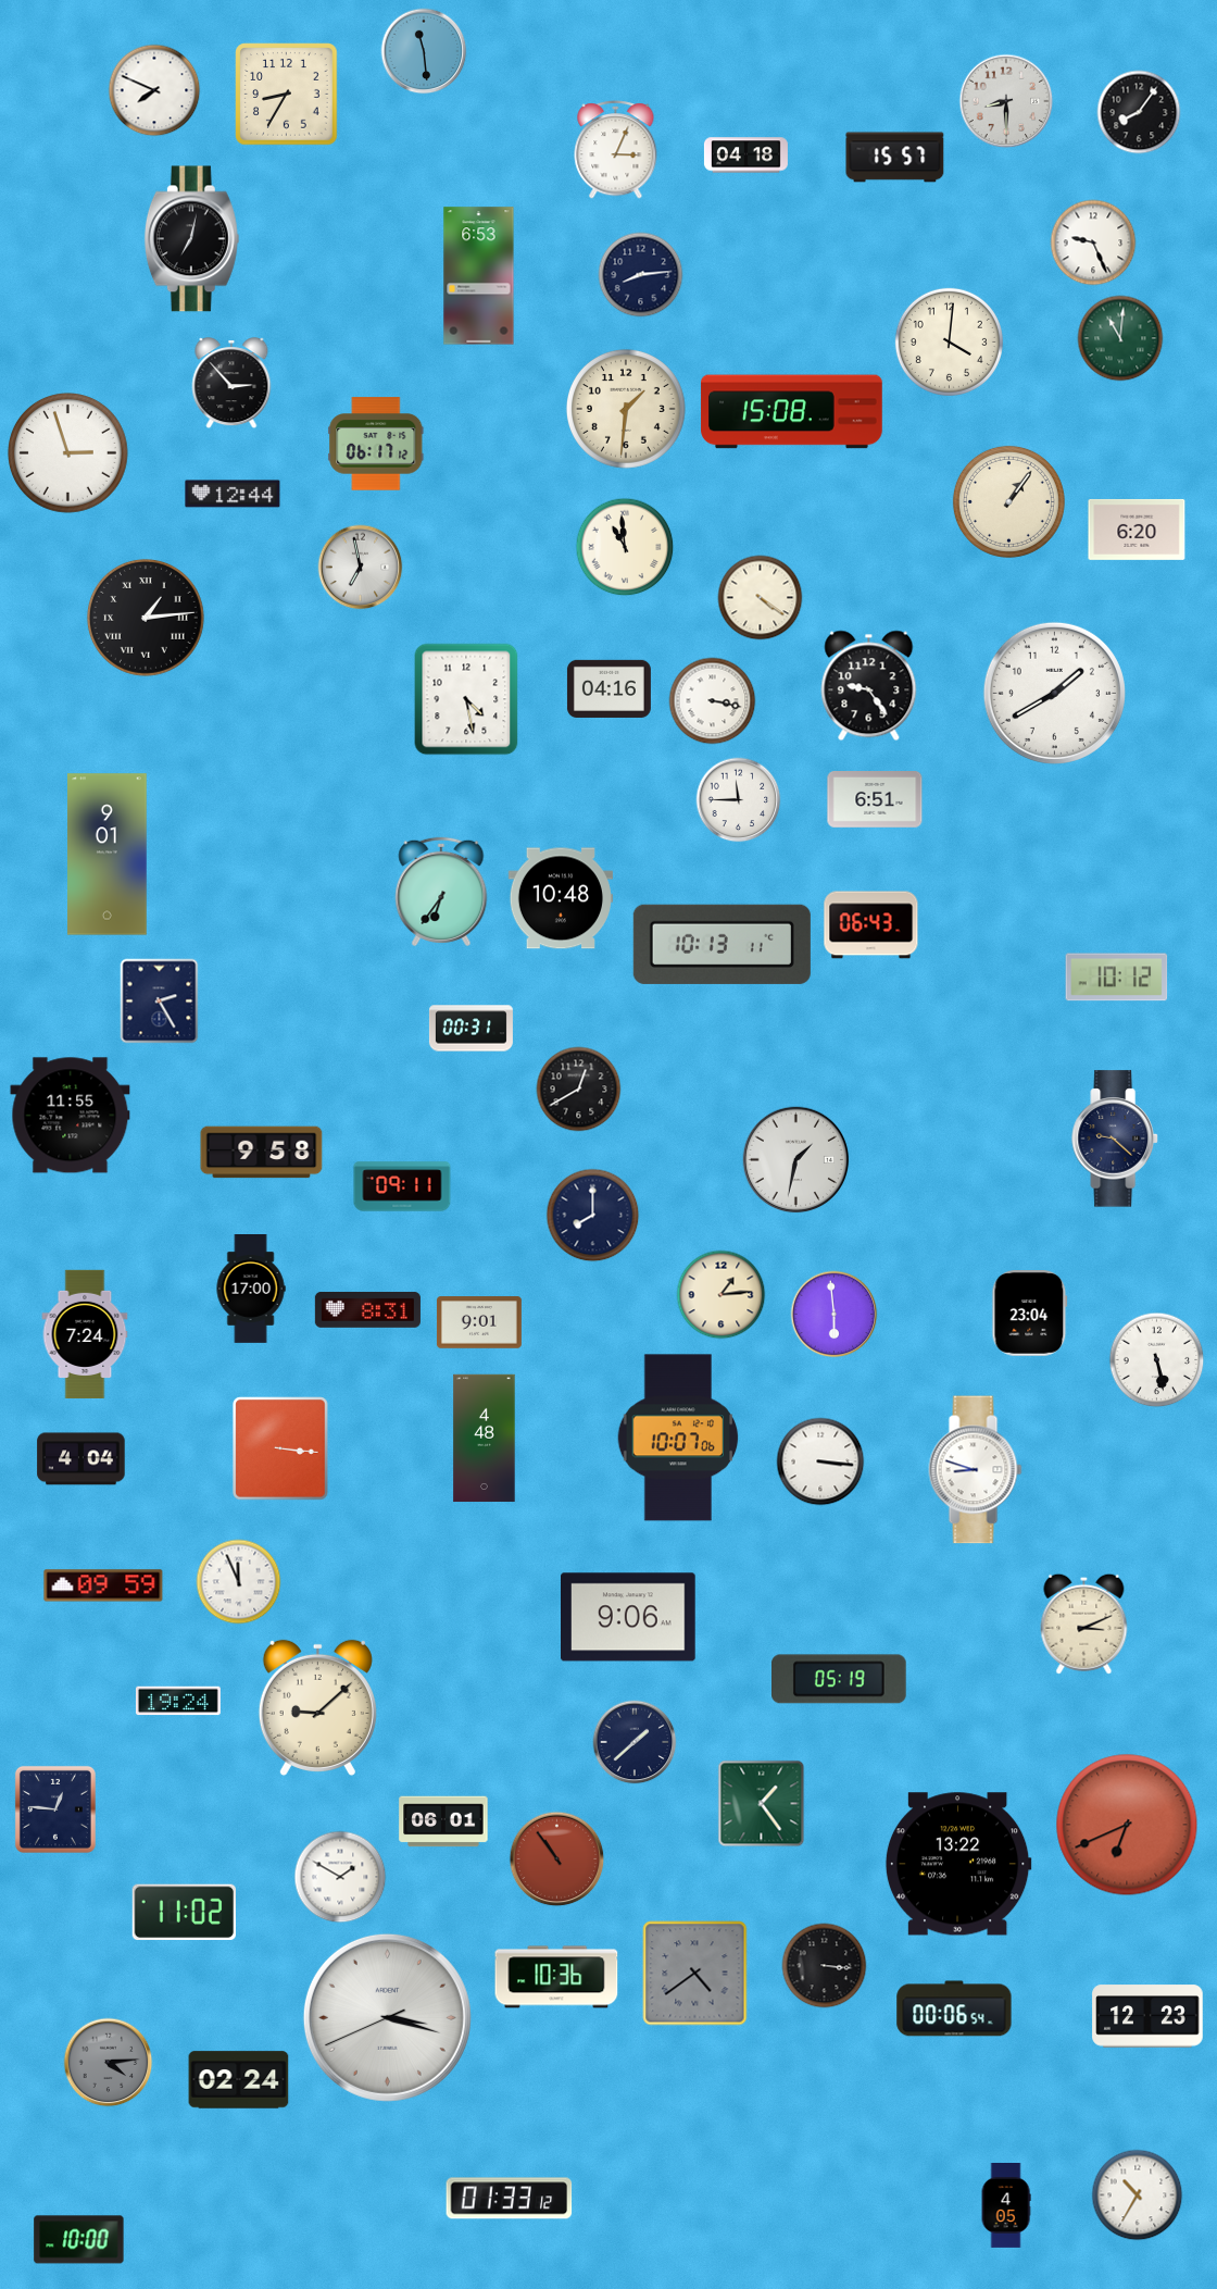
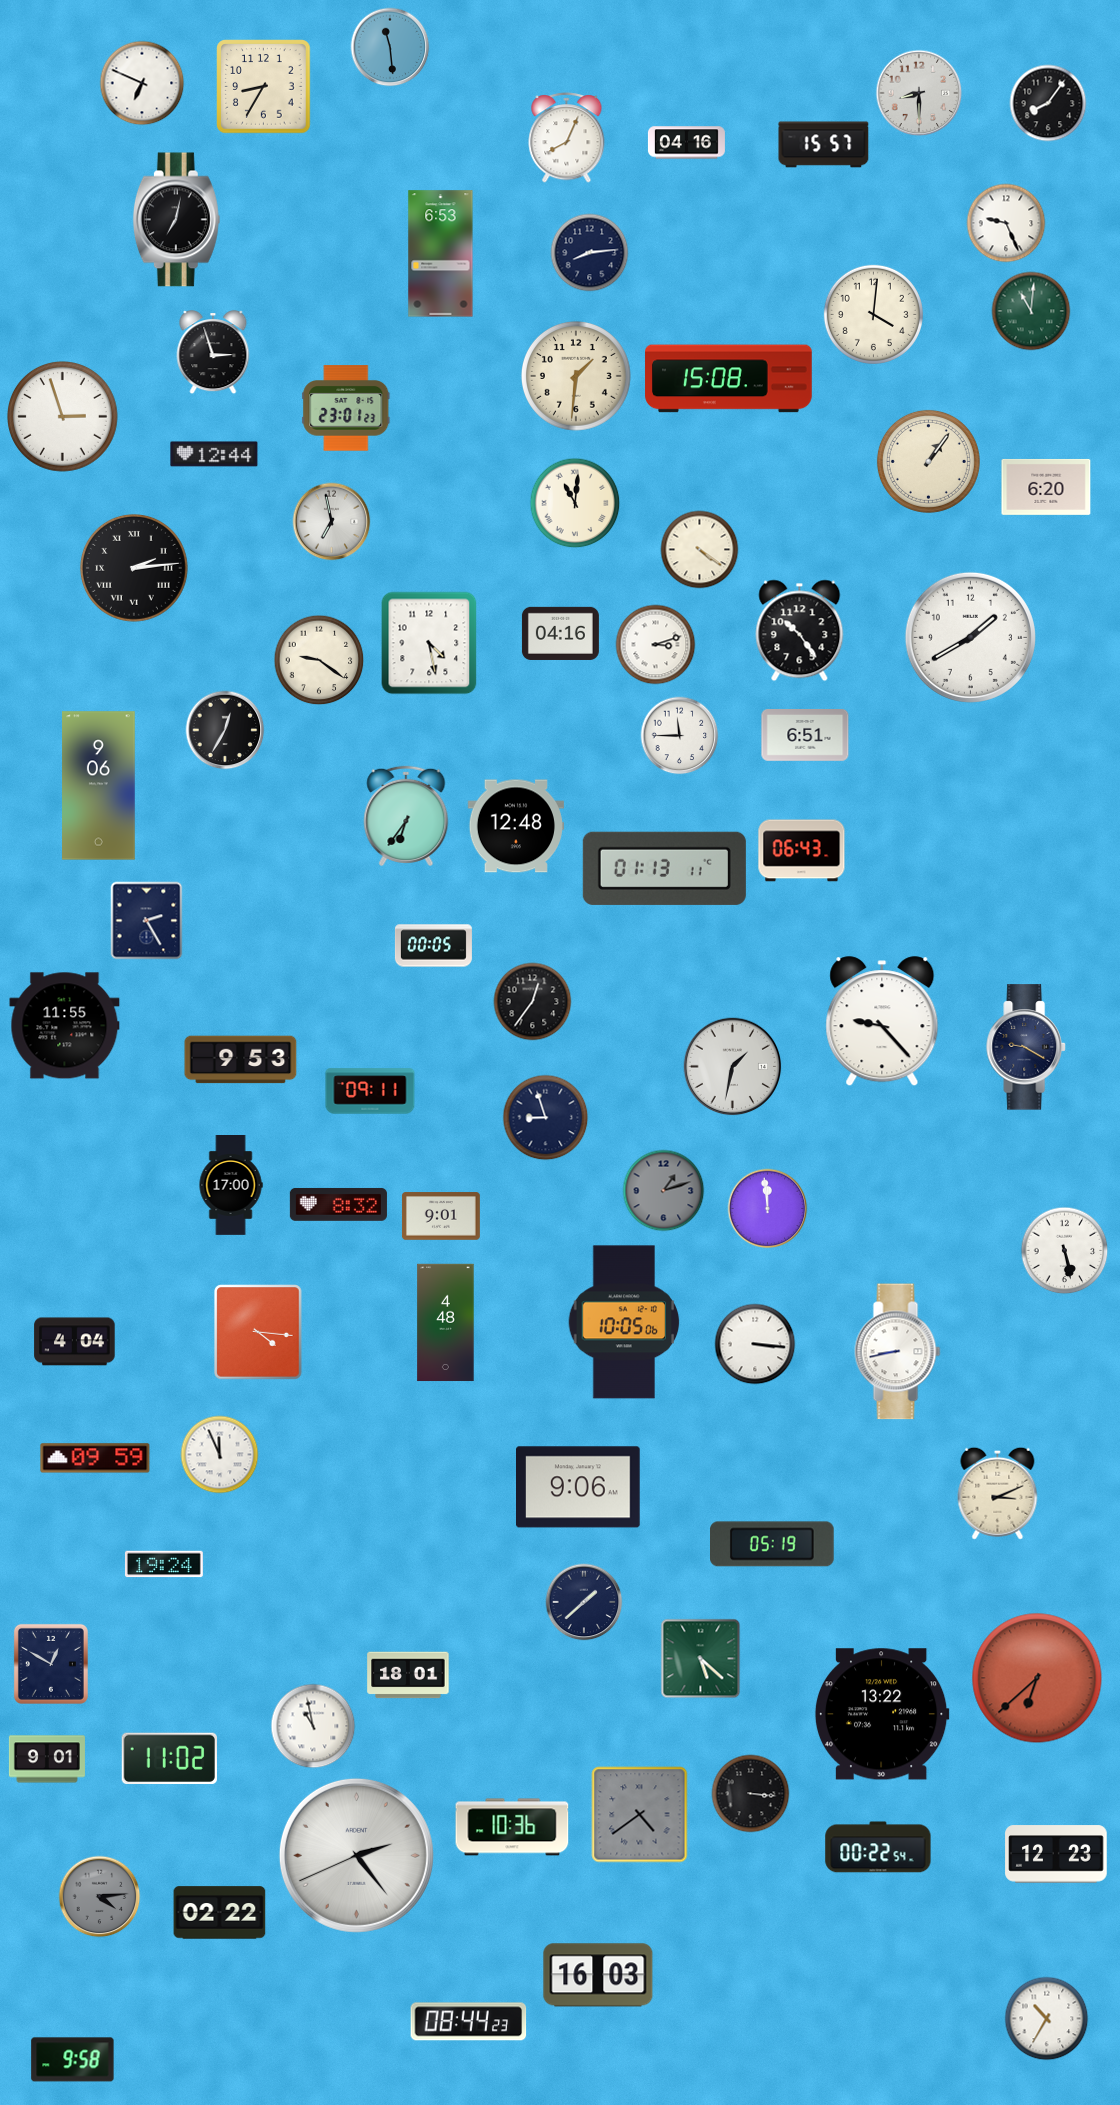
clock at (154, 90): 7:49 -> 6:49
clock at (1006, 101) position: (1006, 101) -> (919, 93)
clock at (616, 150): 3:04 -> 8:04
clock at (745, 155): 04:18 -> 04:16
clock at (231, 384): 2:53 -> 2:57
clock at (376, 444): 06:17 -> 23:01
clock at (625, 547): 10:59 -> 11:01
clock at (146, 618): 1:14 -> 2:14
clock at (869, 686): 9:24 -> 10:24
clock at (713, 701): 3:17 -> 3:12
clock at (319, 660): none -> 9:21
clock at (225, 730): none -> 12:35
clock at (108, 855): 9:01 -> 9:06
clock at (441, 892) position: (441, 892) -> (406, 816)
clock at (560, 898): 10:48 -> 12:48
clock at (722, 944): 10:13 -> 01:13
clock at (1117, 978): 10:12 -> none
clock at (471, 1029): 00:31 -> 00:05
clock at (579, 1090): 12:40 -> 12:36
clock at (882, 1022): none -> 9:23
clock at (1115, 1139): 9:22 -> 9:20
clock at (262, 1153): 9:58 -> 9:53
clock at (593, 1216): 8:00 -> 8:57
clock at (722, 1295): 1:14 -> 1:12
clock at (722, 1295) dial: cream -> grey
clock at (367, 1309): 8:31 -> 8:32
clock at (1030, 1314): 23:04 -> none
clock at (835, 1315): 5:59 -> 11:59
clock at (85, 1333): 7:24 -> none
clock at (678, 1438): 10:07 -> 10:05
clock at (280, 1448): 3:16 -> 4:16
clock at (976, 1470): 8:48 -> 8:43
clock at (317, 1707): 9:08 -> none
clock at (762, 1804): 1:24 -> 5:22
clock at (55, 1809): 12:46 -> 12:50
clock at (443, 1821): 06:01 -> 18:01
clock at (1127, 1825): 6:41 -> 6:38
clock at (557, 1859): 10:54 -> none
clock at (340, 1877): 1:50 -> 10:58
clock at (47, 1759): none -> 9:01
clock at (825, 1966) position: (825, 1966) -> (751, 1794)
clock at (556, 1977) position: (556, 1977) -> (512, 1827)
clock at (954, 2008): 00:06 -> 00:22
clock at (387, 2017): 3:17 -> 2:23
clock at (239, 2080): 02:24 -> 02:22
clock at (598, 1975): none -> 16:03
clock at (510, 2199): 01:33 -> 08:44
clock at (1006, 2206): 4:05 -> none
clock at (79, 2240): 10:00 -> 9:58
